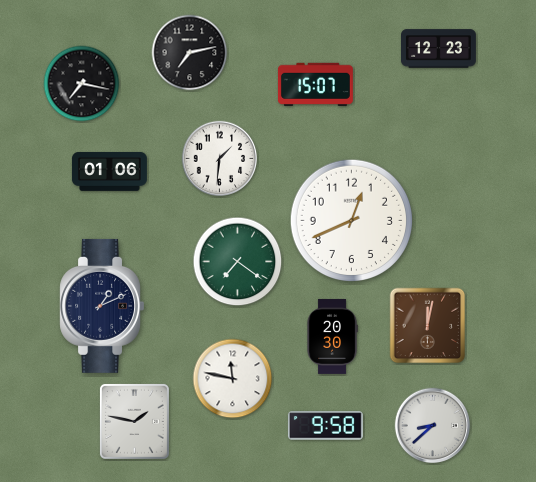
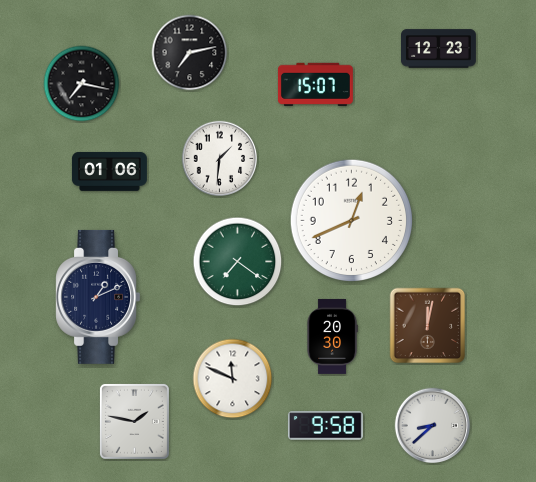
clock at (101, 306) position: (101, 306) -> (97, 297)
clock at (233, 379): 11:47 -> 11:49
